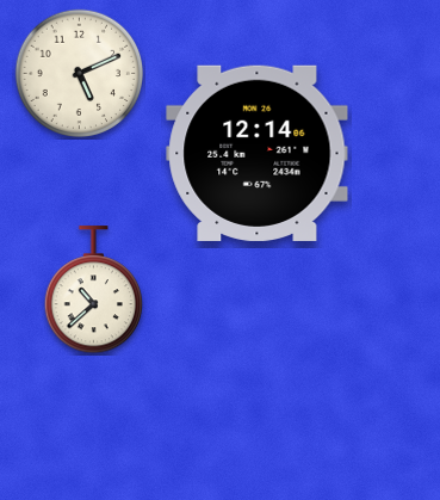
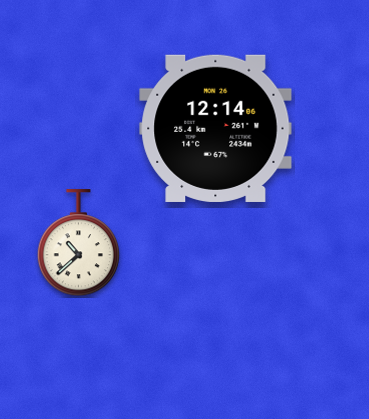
clock at (80, 74): 5:11 -> none
